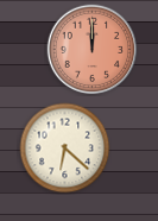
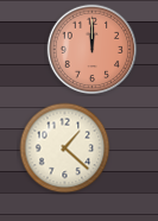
clock at (65, 149): 6:22 -> 1:22
